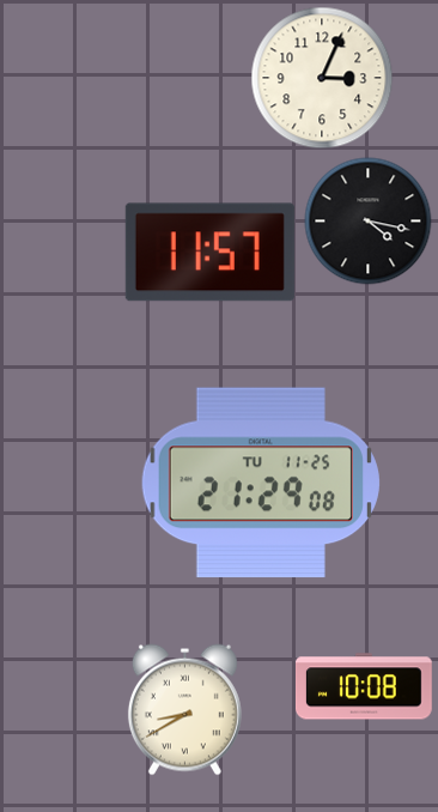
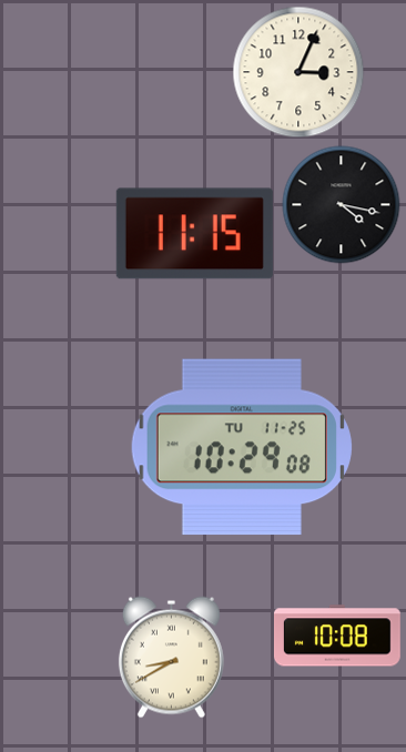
clock at (209, 253): 11:57 -> 11:15
clock at (261, 483): 21:29 -> 10:29
